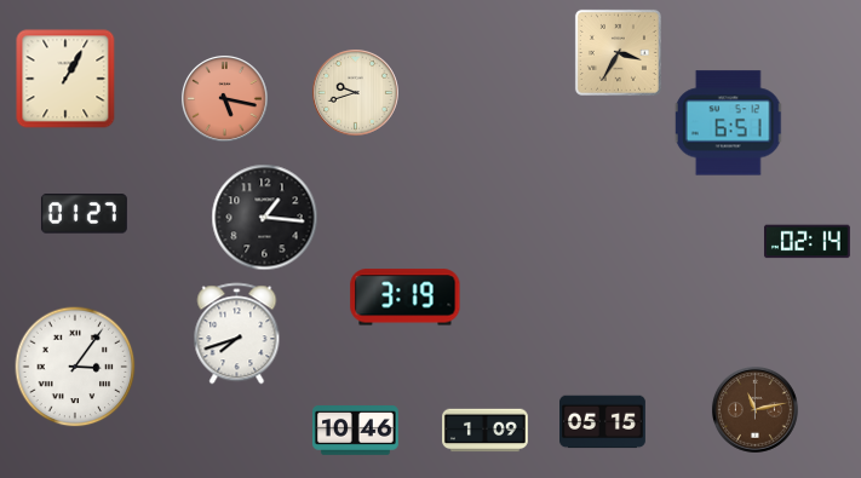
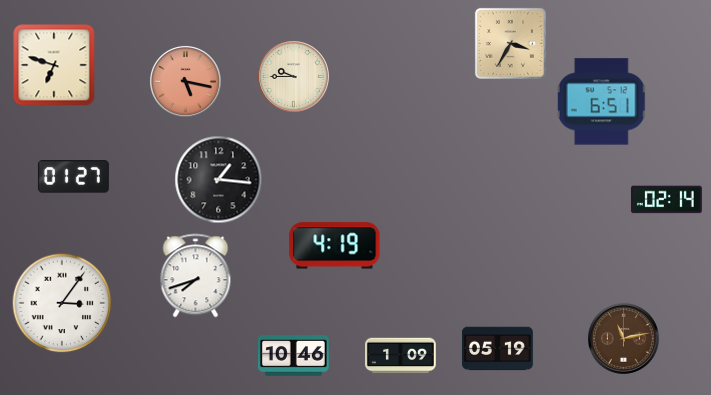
clock at (65, 79): 1:05 -> 6:48
clock at (355, 92): 9:42 -> 9:45
clock at (84, 214) position: (84, 214) -> (73, 177)
clock at (406, 298): 3:19 -> 4:19
clock at (603, 422): 05:15 -> 05:19
